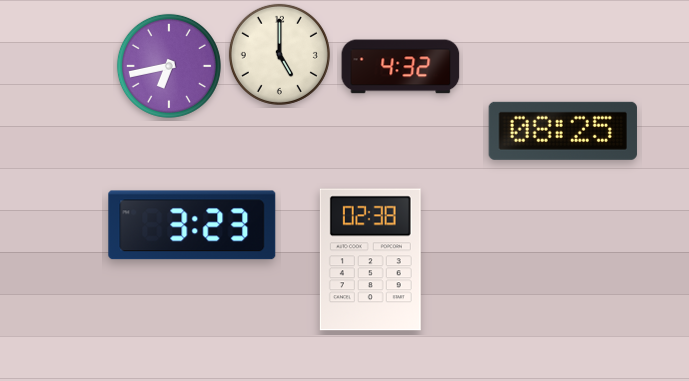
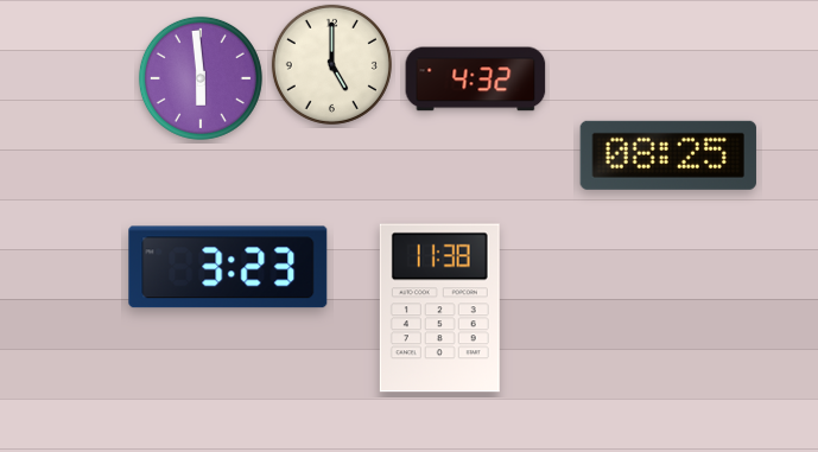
clock at (169, 66): 6:43 -> 5:59
clock at (370, 260): 02:38 -> 11:38
